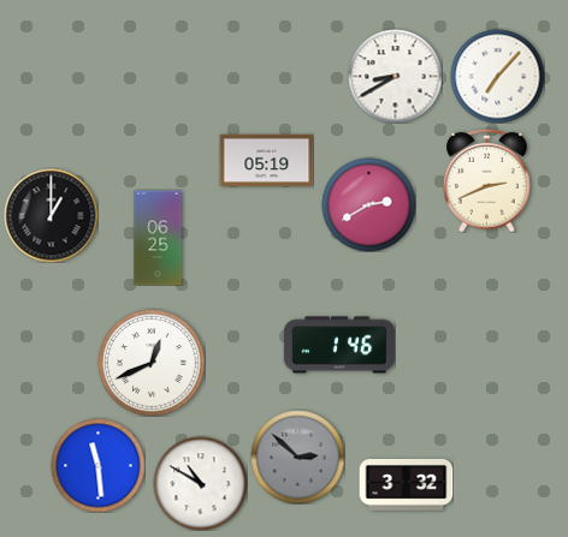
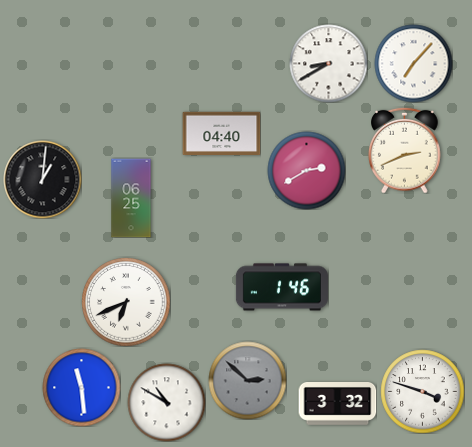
clock at (266, 160): 05:19 -> 04:40
clock at (51, 215): 1:00 -> 1:01
clock at (152, 363): 12:41 -> 6:41
clock at (422, 391): none -> 3:48
